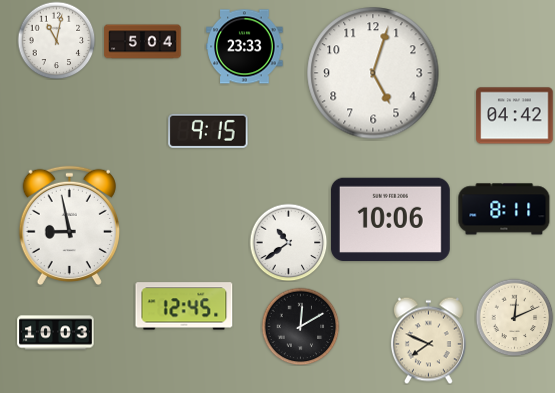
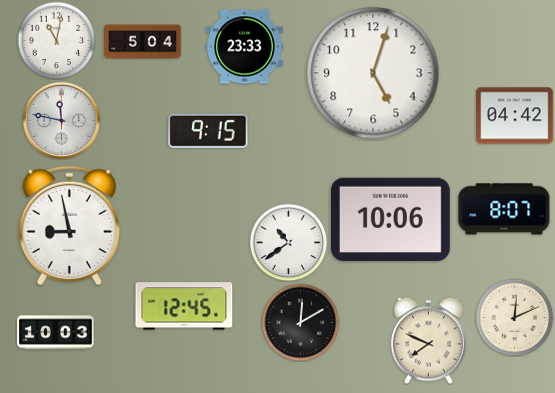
clock at (61, 120): none -> 11:47
clock at (504, 209): 8:11 -> 8:07
clock at (300, 326) position: (300, 326) -> (300, 322)
